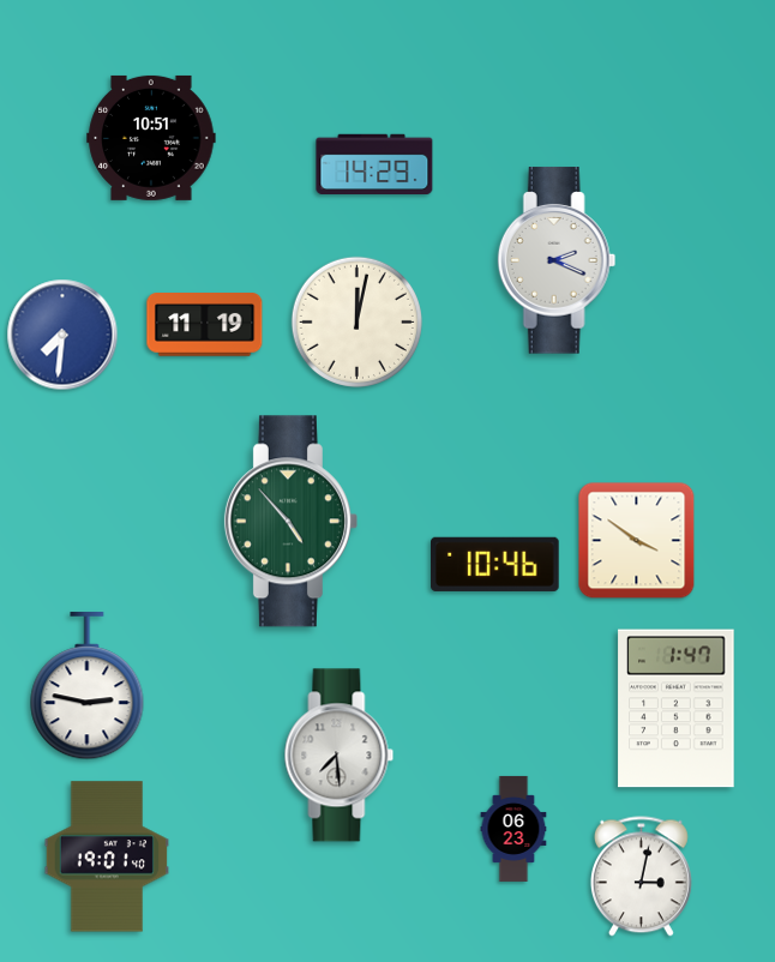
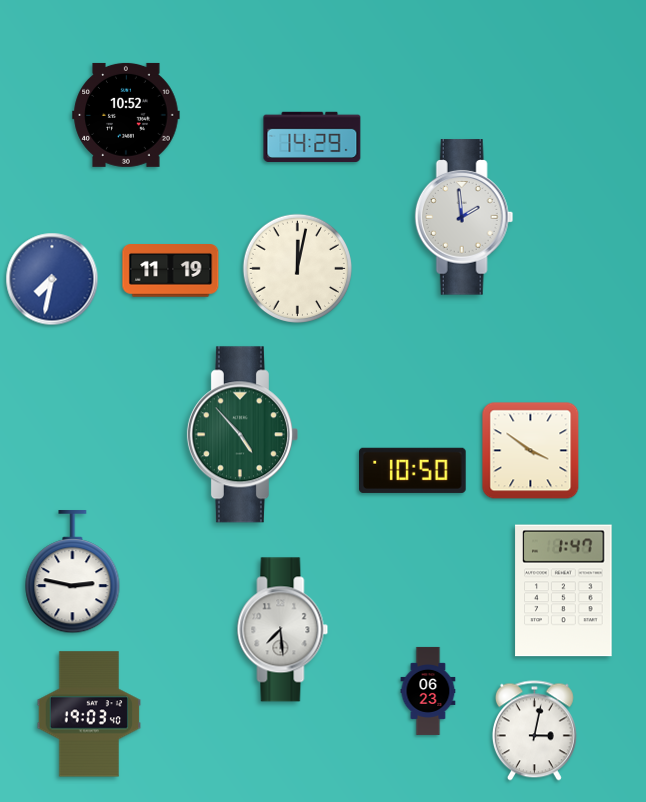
clock at (151, 138): 10:51 -> 10:52
clock at (557, 260): 2:19 -> 1:59
clock at (62, 335): 7:31 -> 7:32
clock at (495, 564): 10:46 -> 10:50
clock at (107, 856): 19:01 -> 19:03
